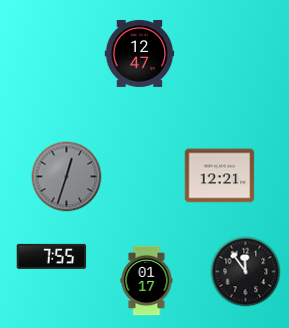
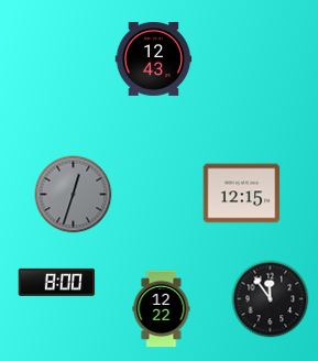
clock at (140, 53): 12:47 -> 12:43
clock at (220, 176): 12:21 -> 12:15
clock at (52, 256): 7:55 -> 8:00
clock at (147, 281): 01:17 -> 12:22
